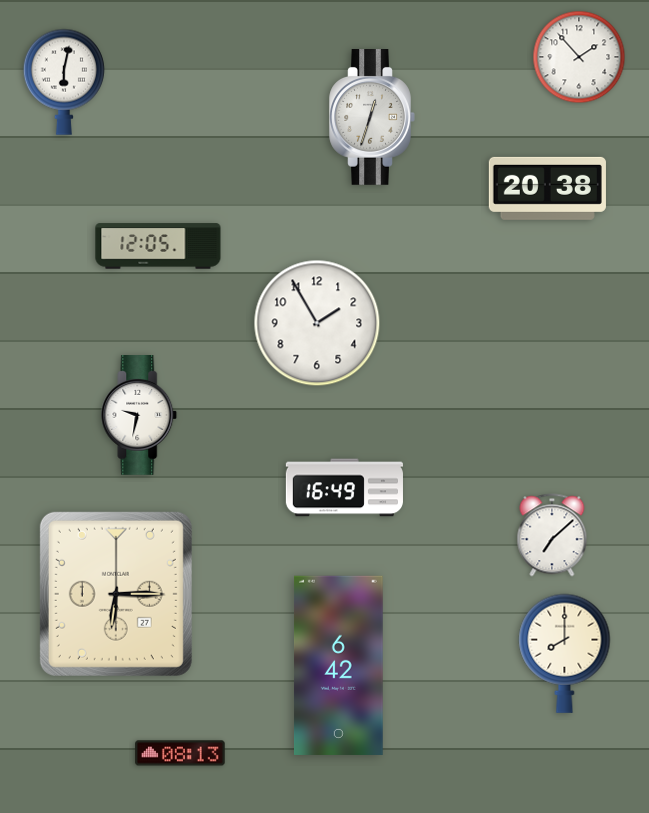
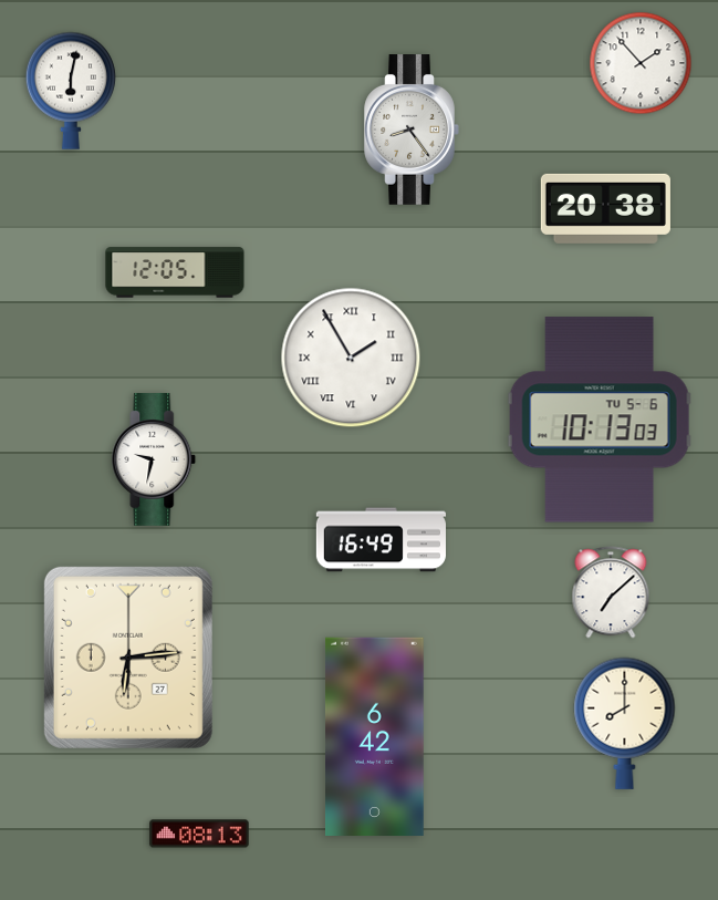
clock at (372, 118): 12:33 -> 8:24
clock at (317, 323) numerals: Arabic -> Roman
clock at (600, 420): none -> 10:13
clock at (116, 594): 6:15 -> 6:14
